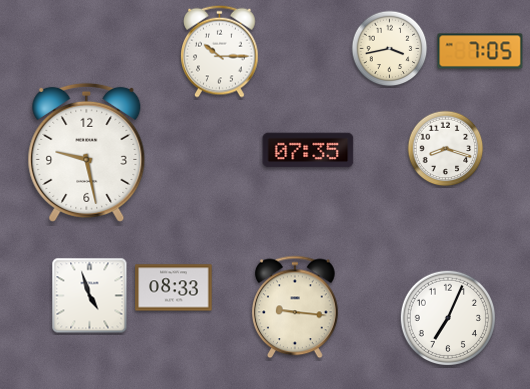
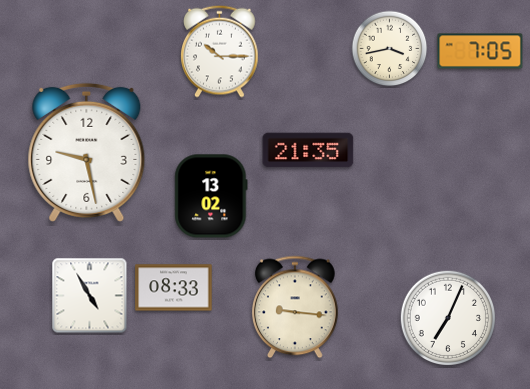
clock at (446, 149): 8:18 -> none
clock at (308, 150): 07:35 -> 21:35
clock at (211, 196): none -> 13:02
clock at (90, 296): 4:57 -> 4:55
